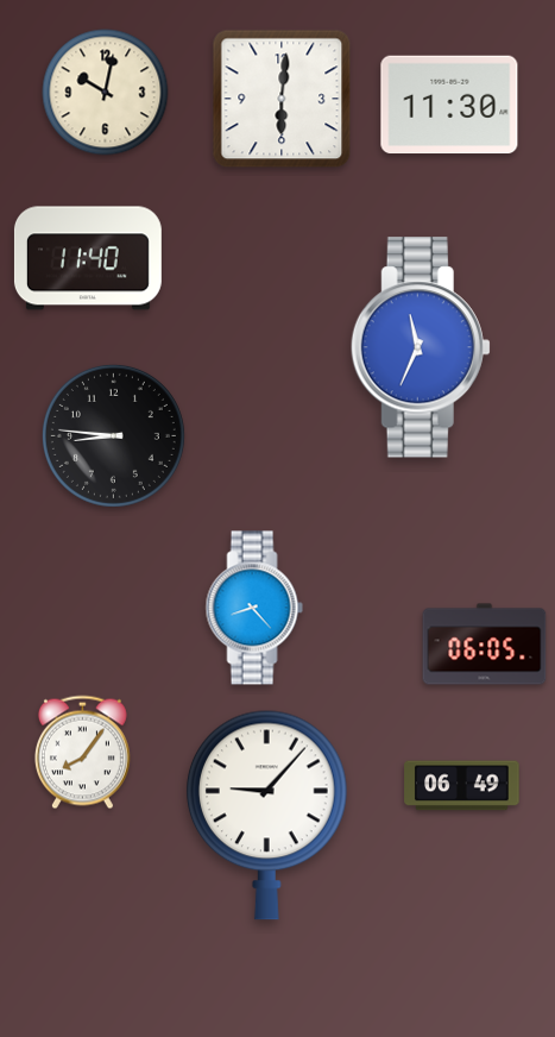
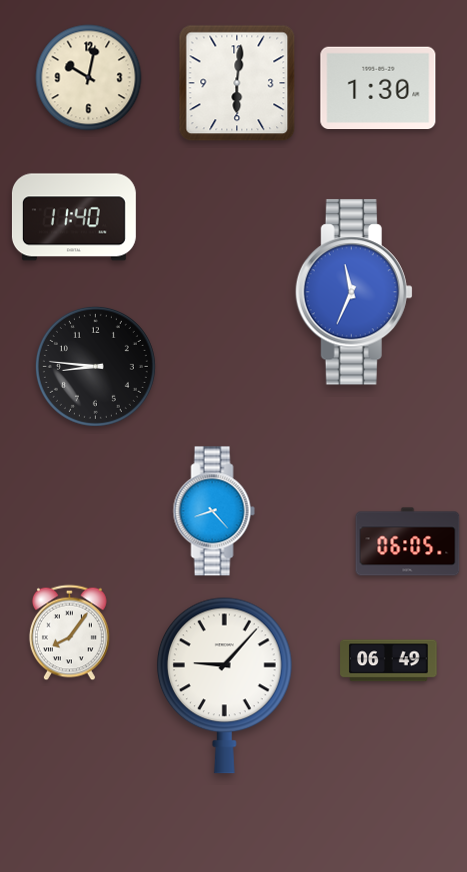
clock at (449, 105): 11:30 -> 1:30
